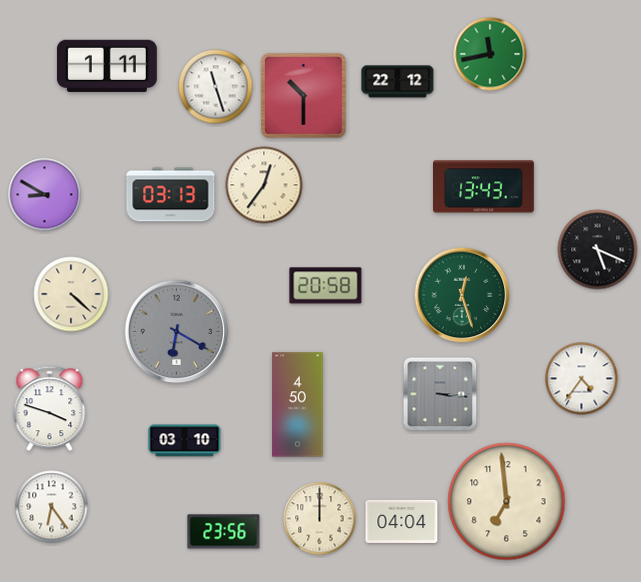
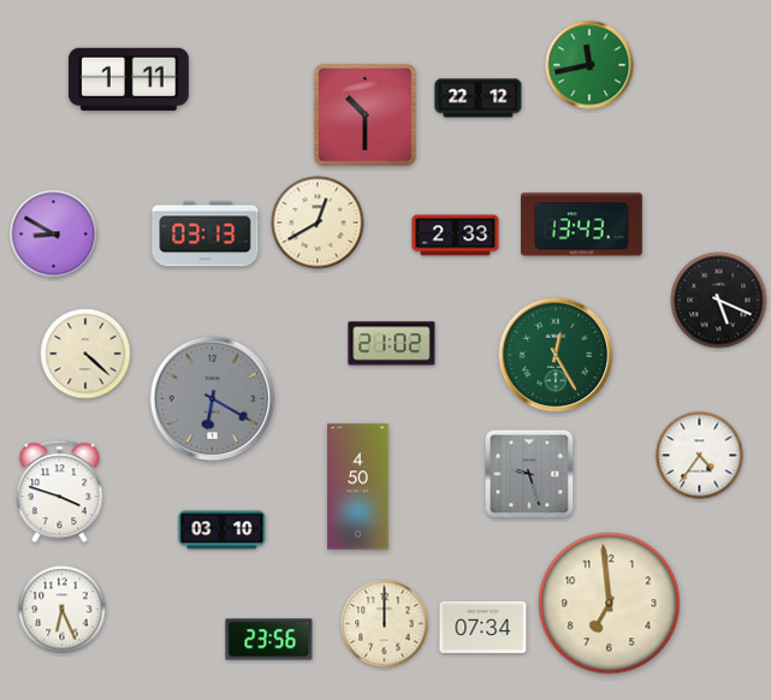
clock at (216, 87): 11:27 -> none
clock at (264, 185): 12:36 -> 12:40
clock at (456, 236): none -> 2:33
clock at (326, 286): 20:58 -> 21:02
clock at (462, 295): 12:27 -> 12:25
clock at (440, 394): 3:16 -> 9:27
clock at (52, 507): 6:24 -> 6:26
clock at (402, 521): 04:04 -> 07:34
